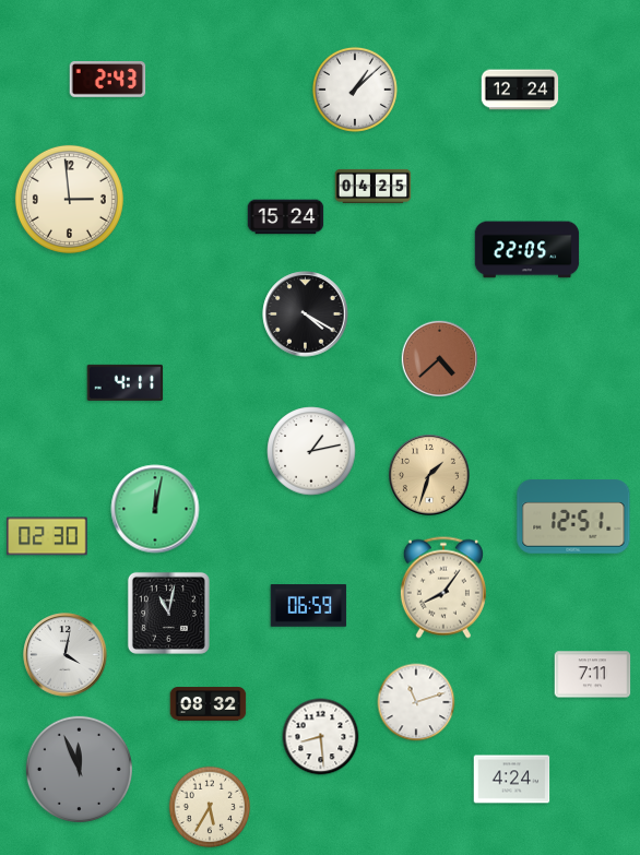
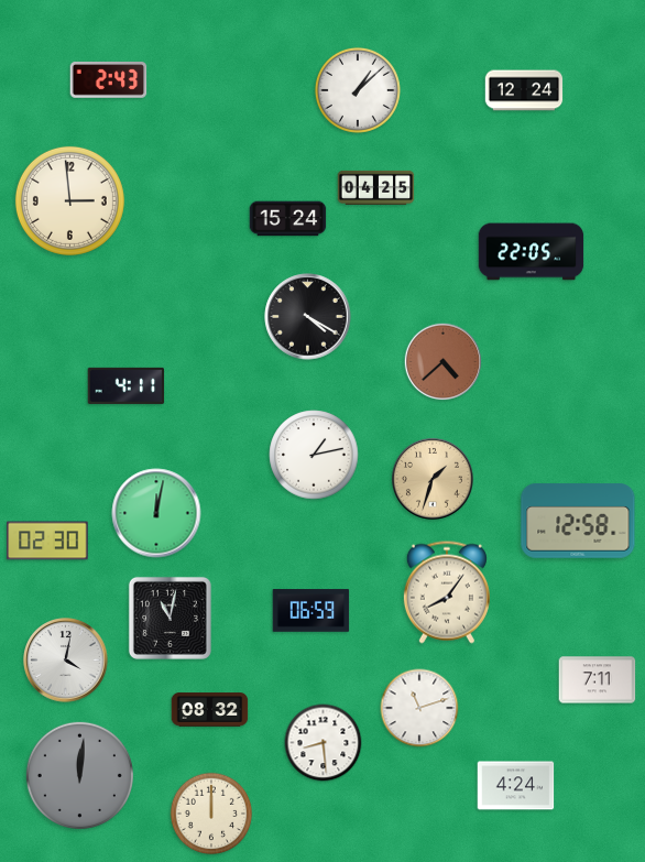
clock at (573, 516): 12:51 -> 12:58
clock at (79, 769): 11:56 -> 12:01
clock at (210, 807): 5:35 -> 12:00
